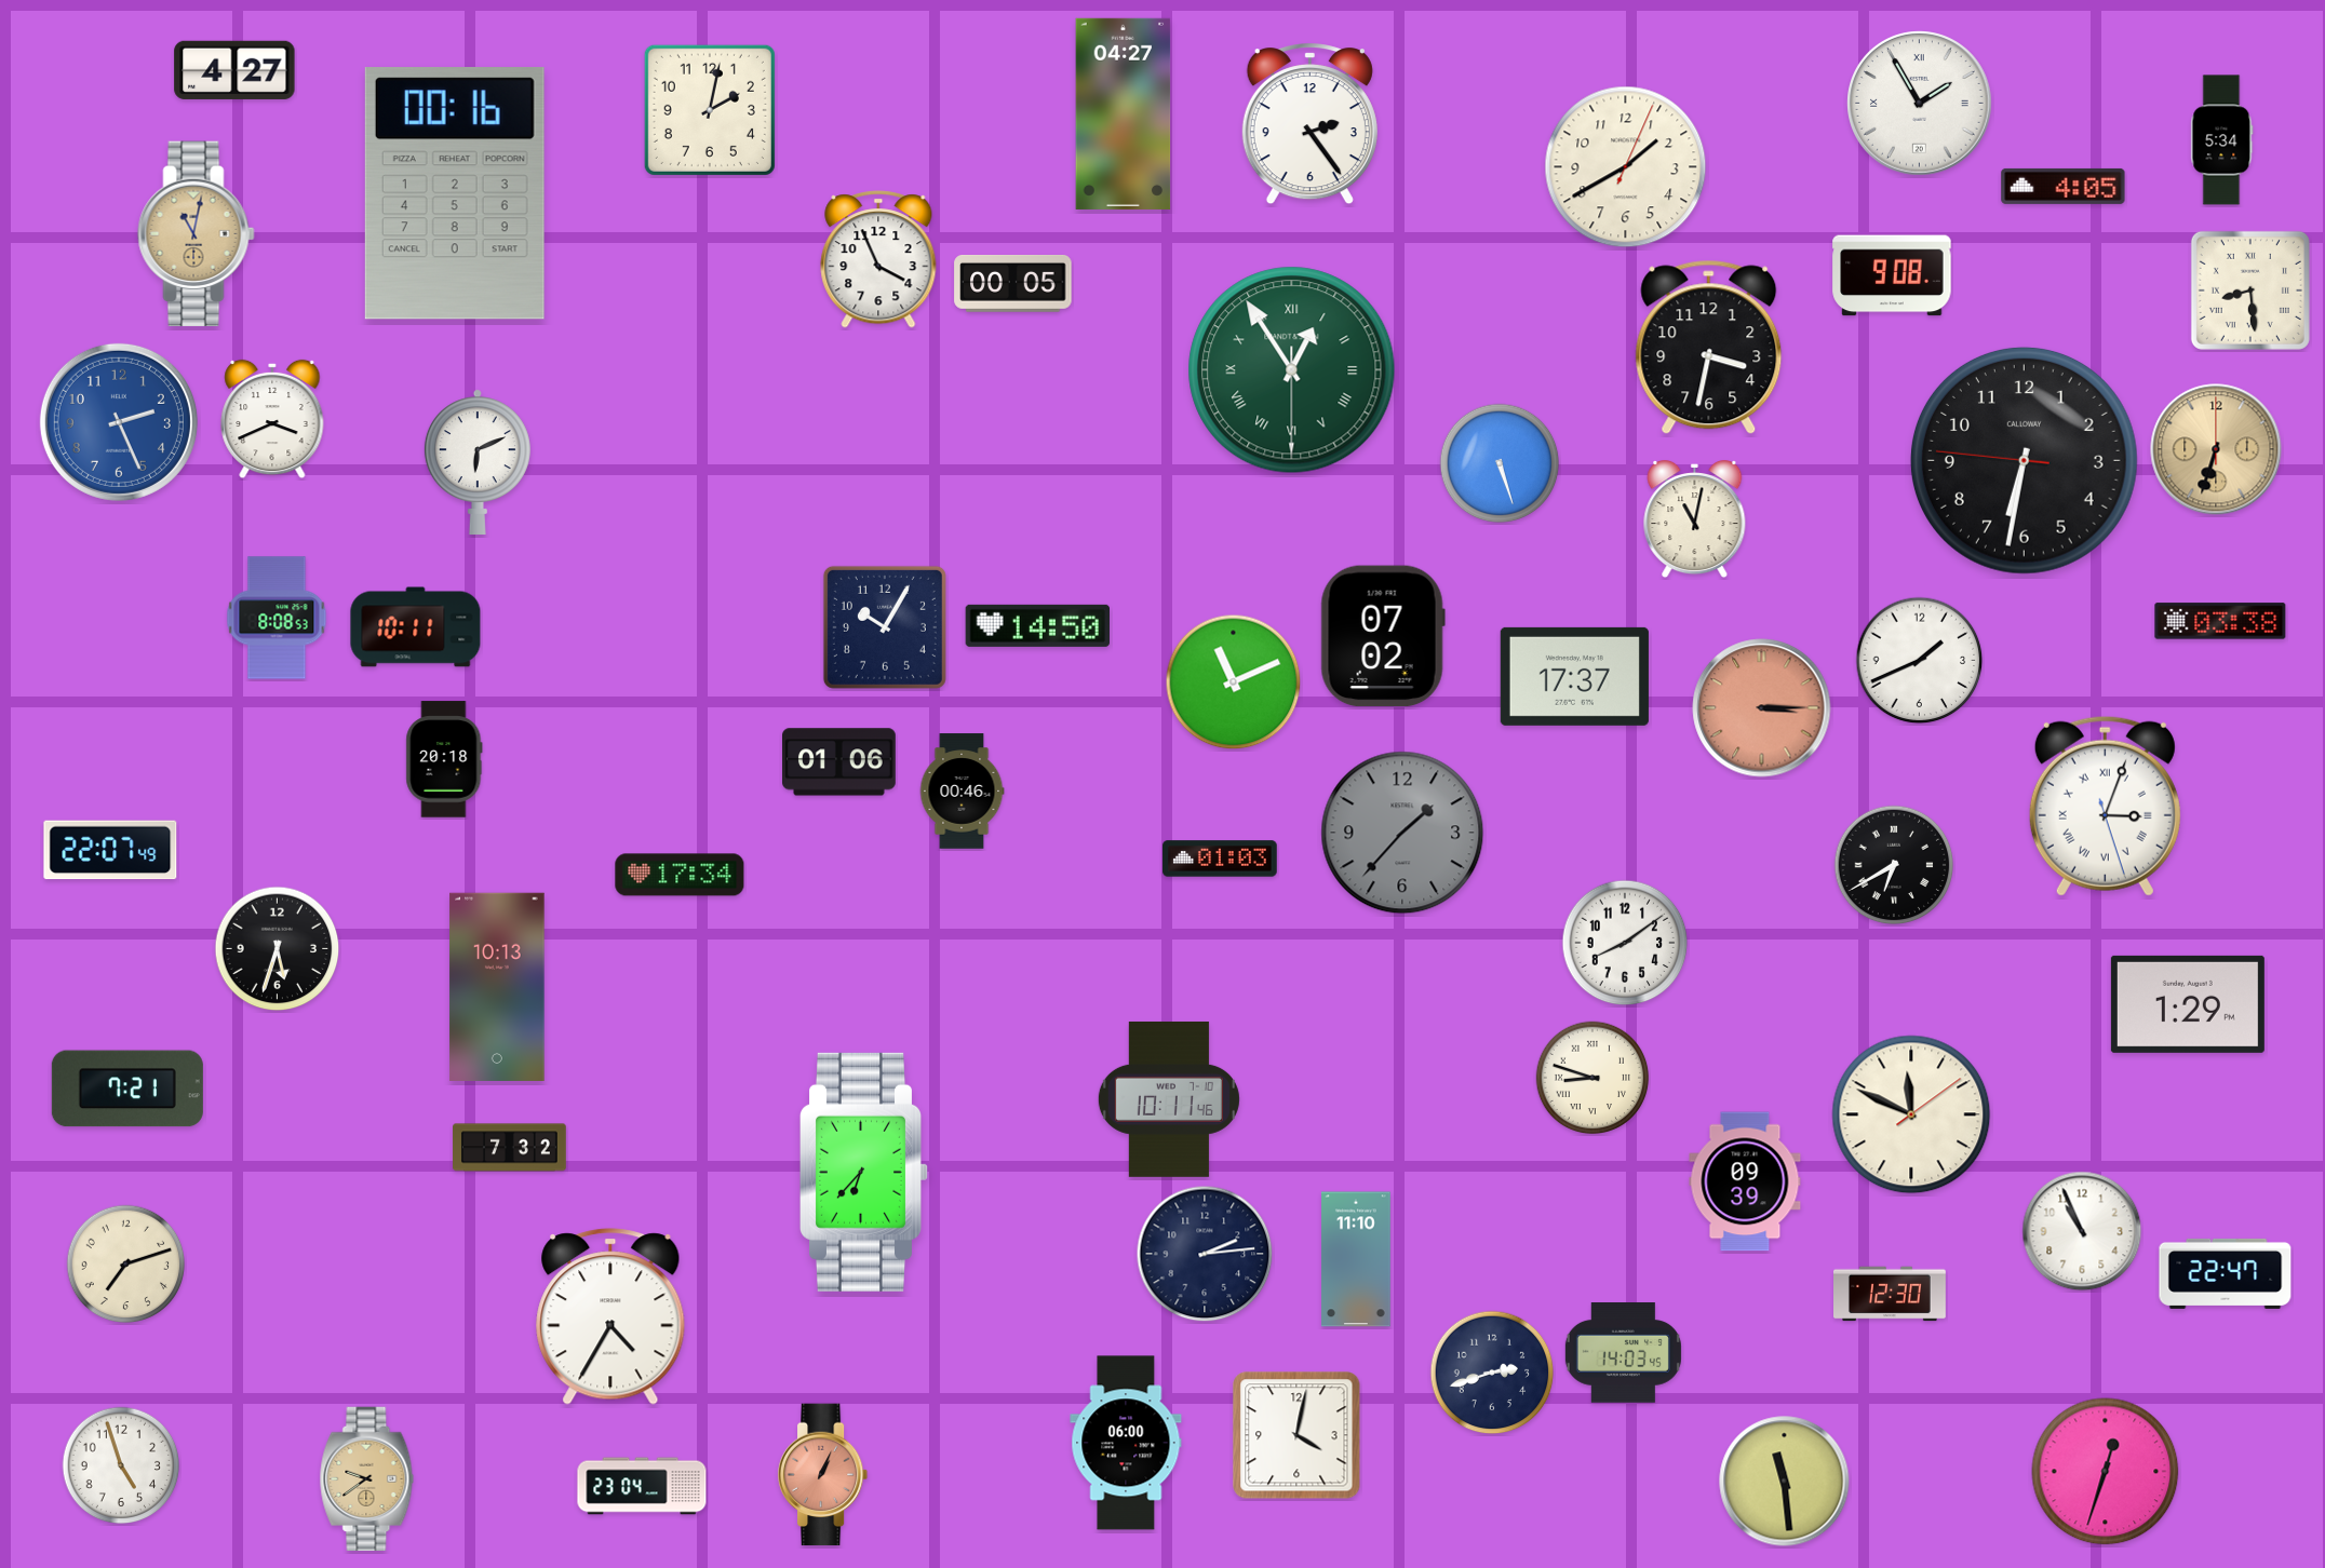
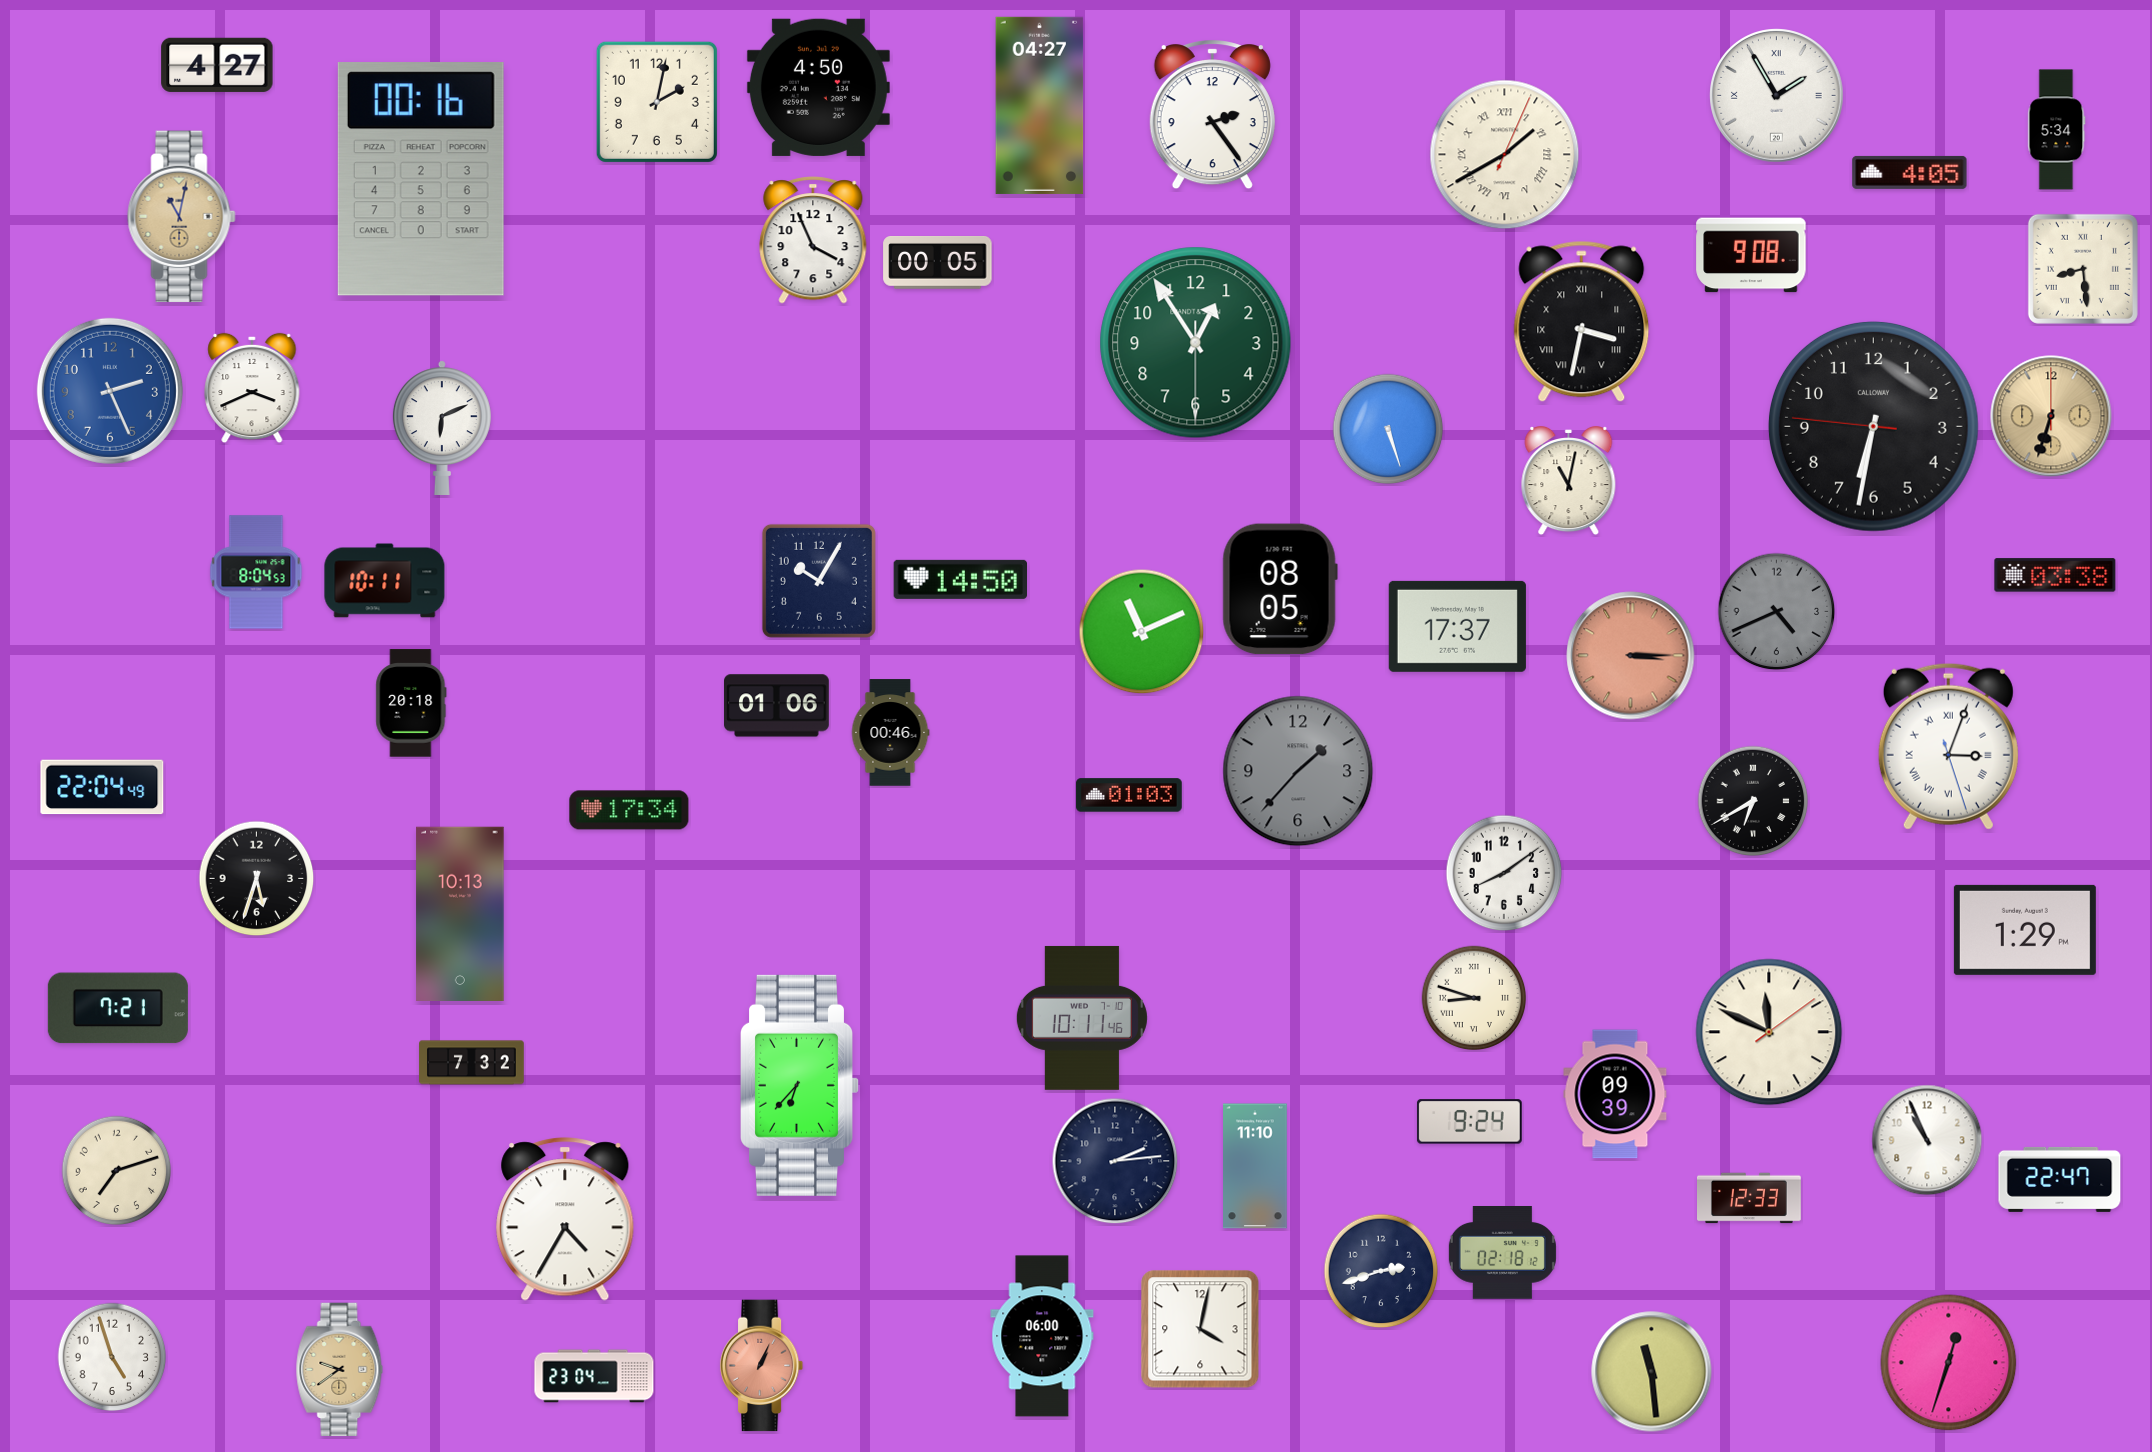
clock at (818, 87): none -> 4:50
clock at (1626, 167) numerals: Arabic -> Roman
clock at (1709, 348) numerals: Arabic -> Roman
clock at (1292, 370) numerals: Roman -> Arabic
clock at (277, 618): 8:08 -> 8:04
clock at (1383, 636): 07:02 -> 08:05
clock at (1920, 661): 1:41 -> 4:41
clock at (1920, 661) dial: white -> grey
clock at (110, 850): 22:07 -> 22:04
clock at (1470, 1122): none -> 9:24
clock at (1891, 1294): 12:30 -> 12:33
clock at (1623, 1353): 14:03 -> 02:18
